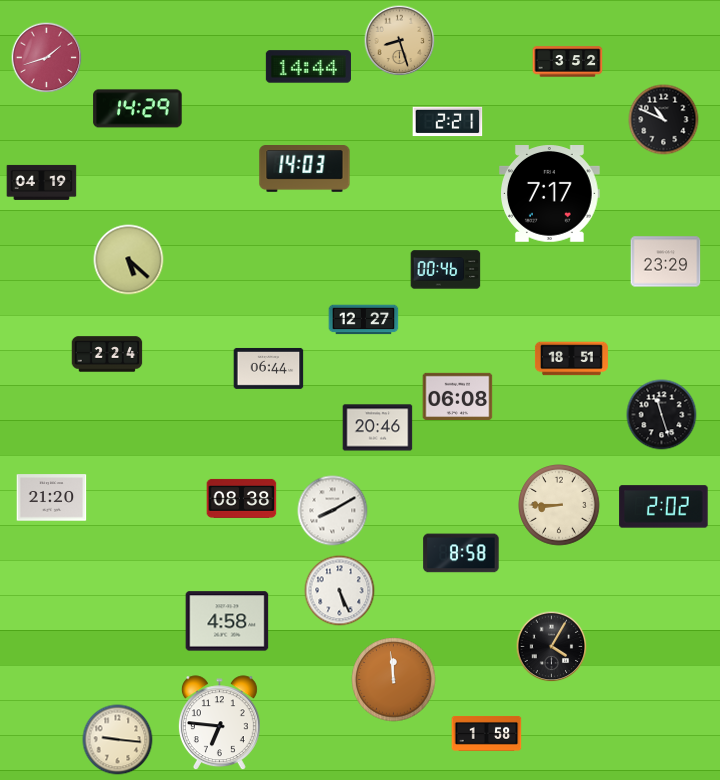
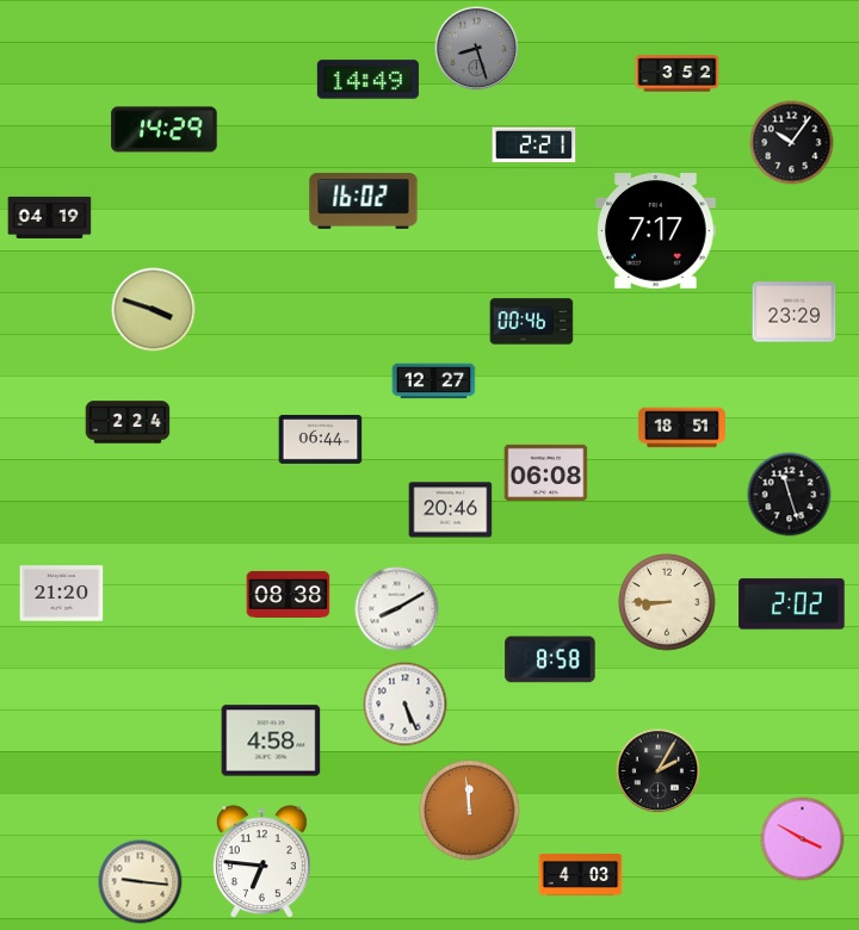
clock at (400, 41) dial: champagne -> grey
clock at (47, 58): 1:42 -> none
clock at (308, 67): 14:44 -> 14:49
clock at (664, 120): 10:49 -> 10:06
clock at (305, 169): 14:03 -> 16:02
clock at (129, 260): 5:22 -> 3:48
clock at (552, 647): 4:05 -> 2:05
clock at (803, 839): none -> 3:50
clock at (487, 733): 1:58 -> 4:03
